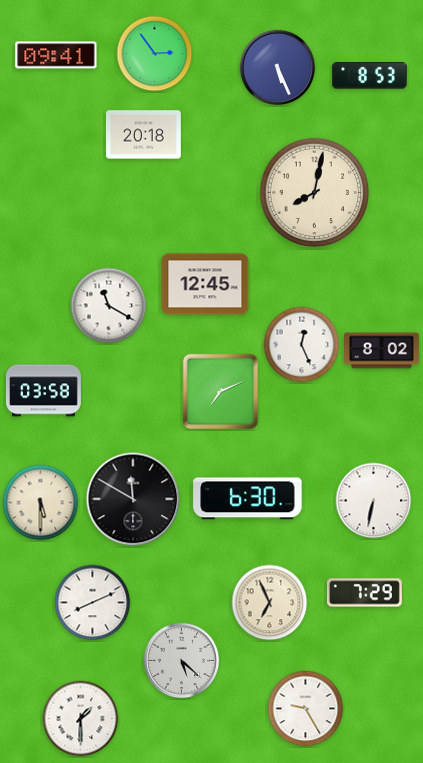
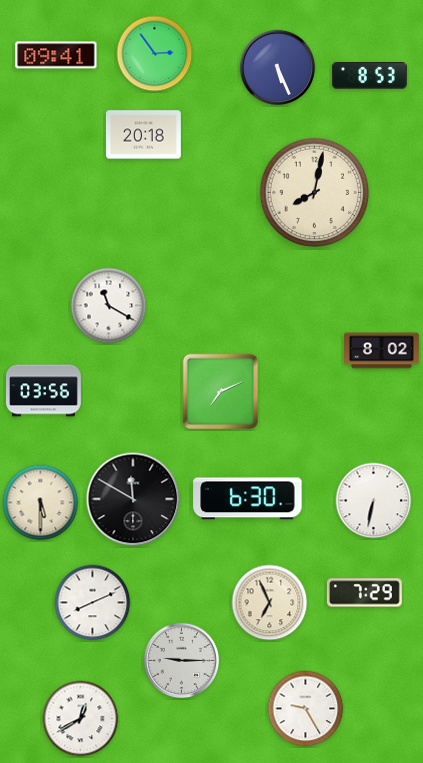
clock at (205, 284): 12:45 -> none
clock at (302, 345): 12:26 -> none
clock at (44, 391): 03:58 -> 03:56
clock at (182, 661): 5:22 -> 9:15
clock at (81, 719): 1:30 -> 12:40
